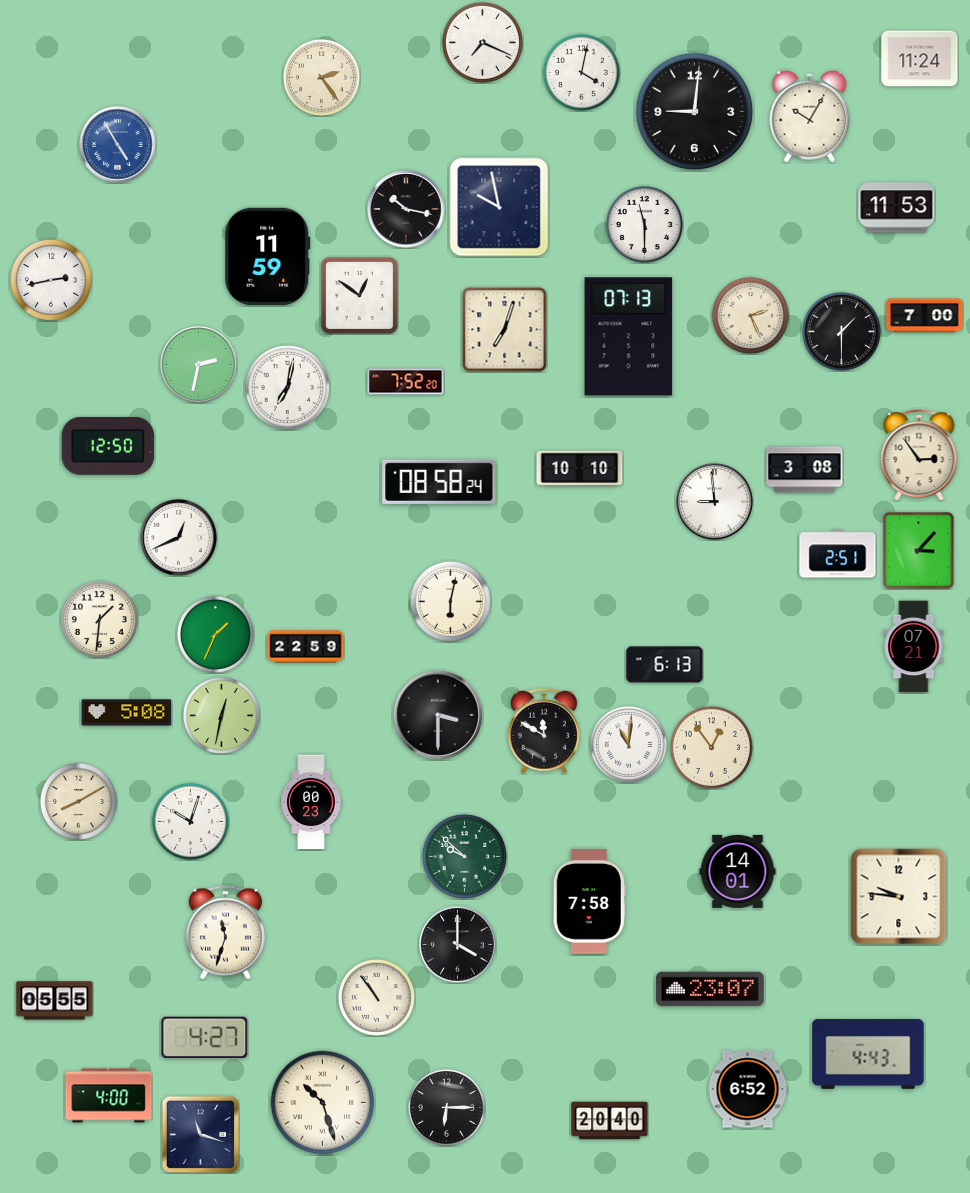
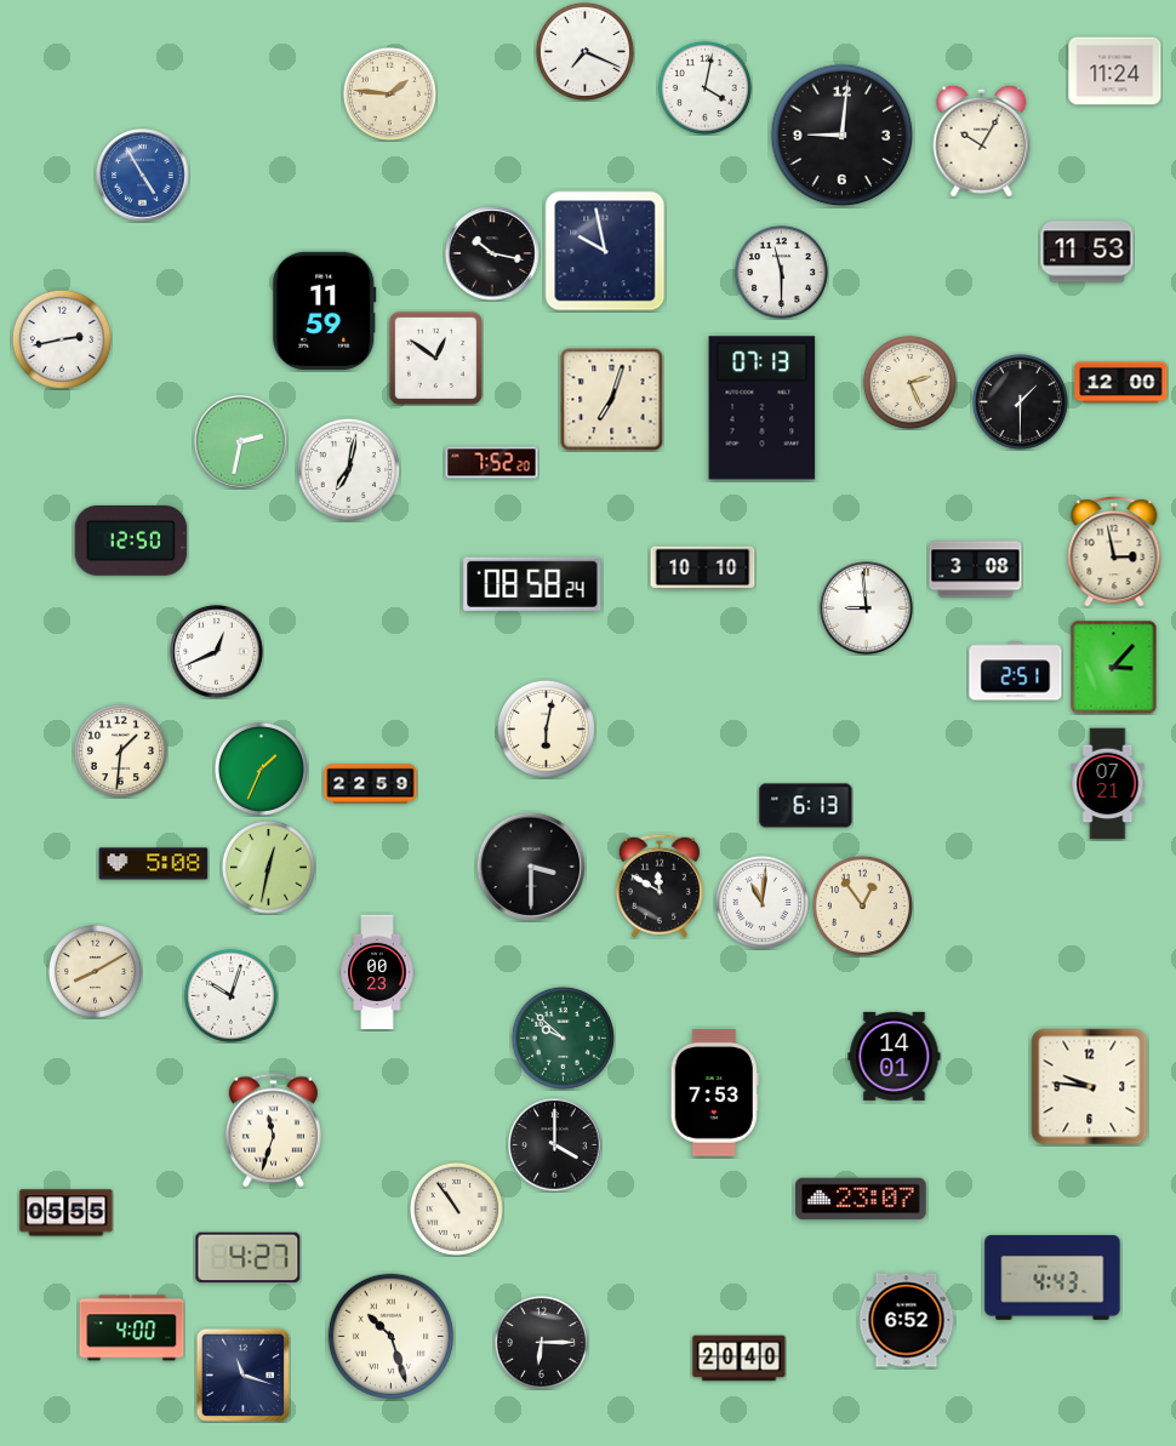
clock at (321, 77): 2:24 -> 1:46
clock at (925, 316): 7:00 -> 12:00
clock at (919, 455): 2:54 -> 2:58
clock at (589, 901): 7:58 -> 7:53
